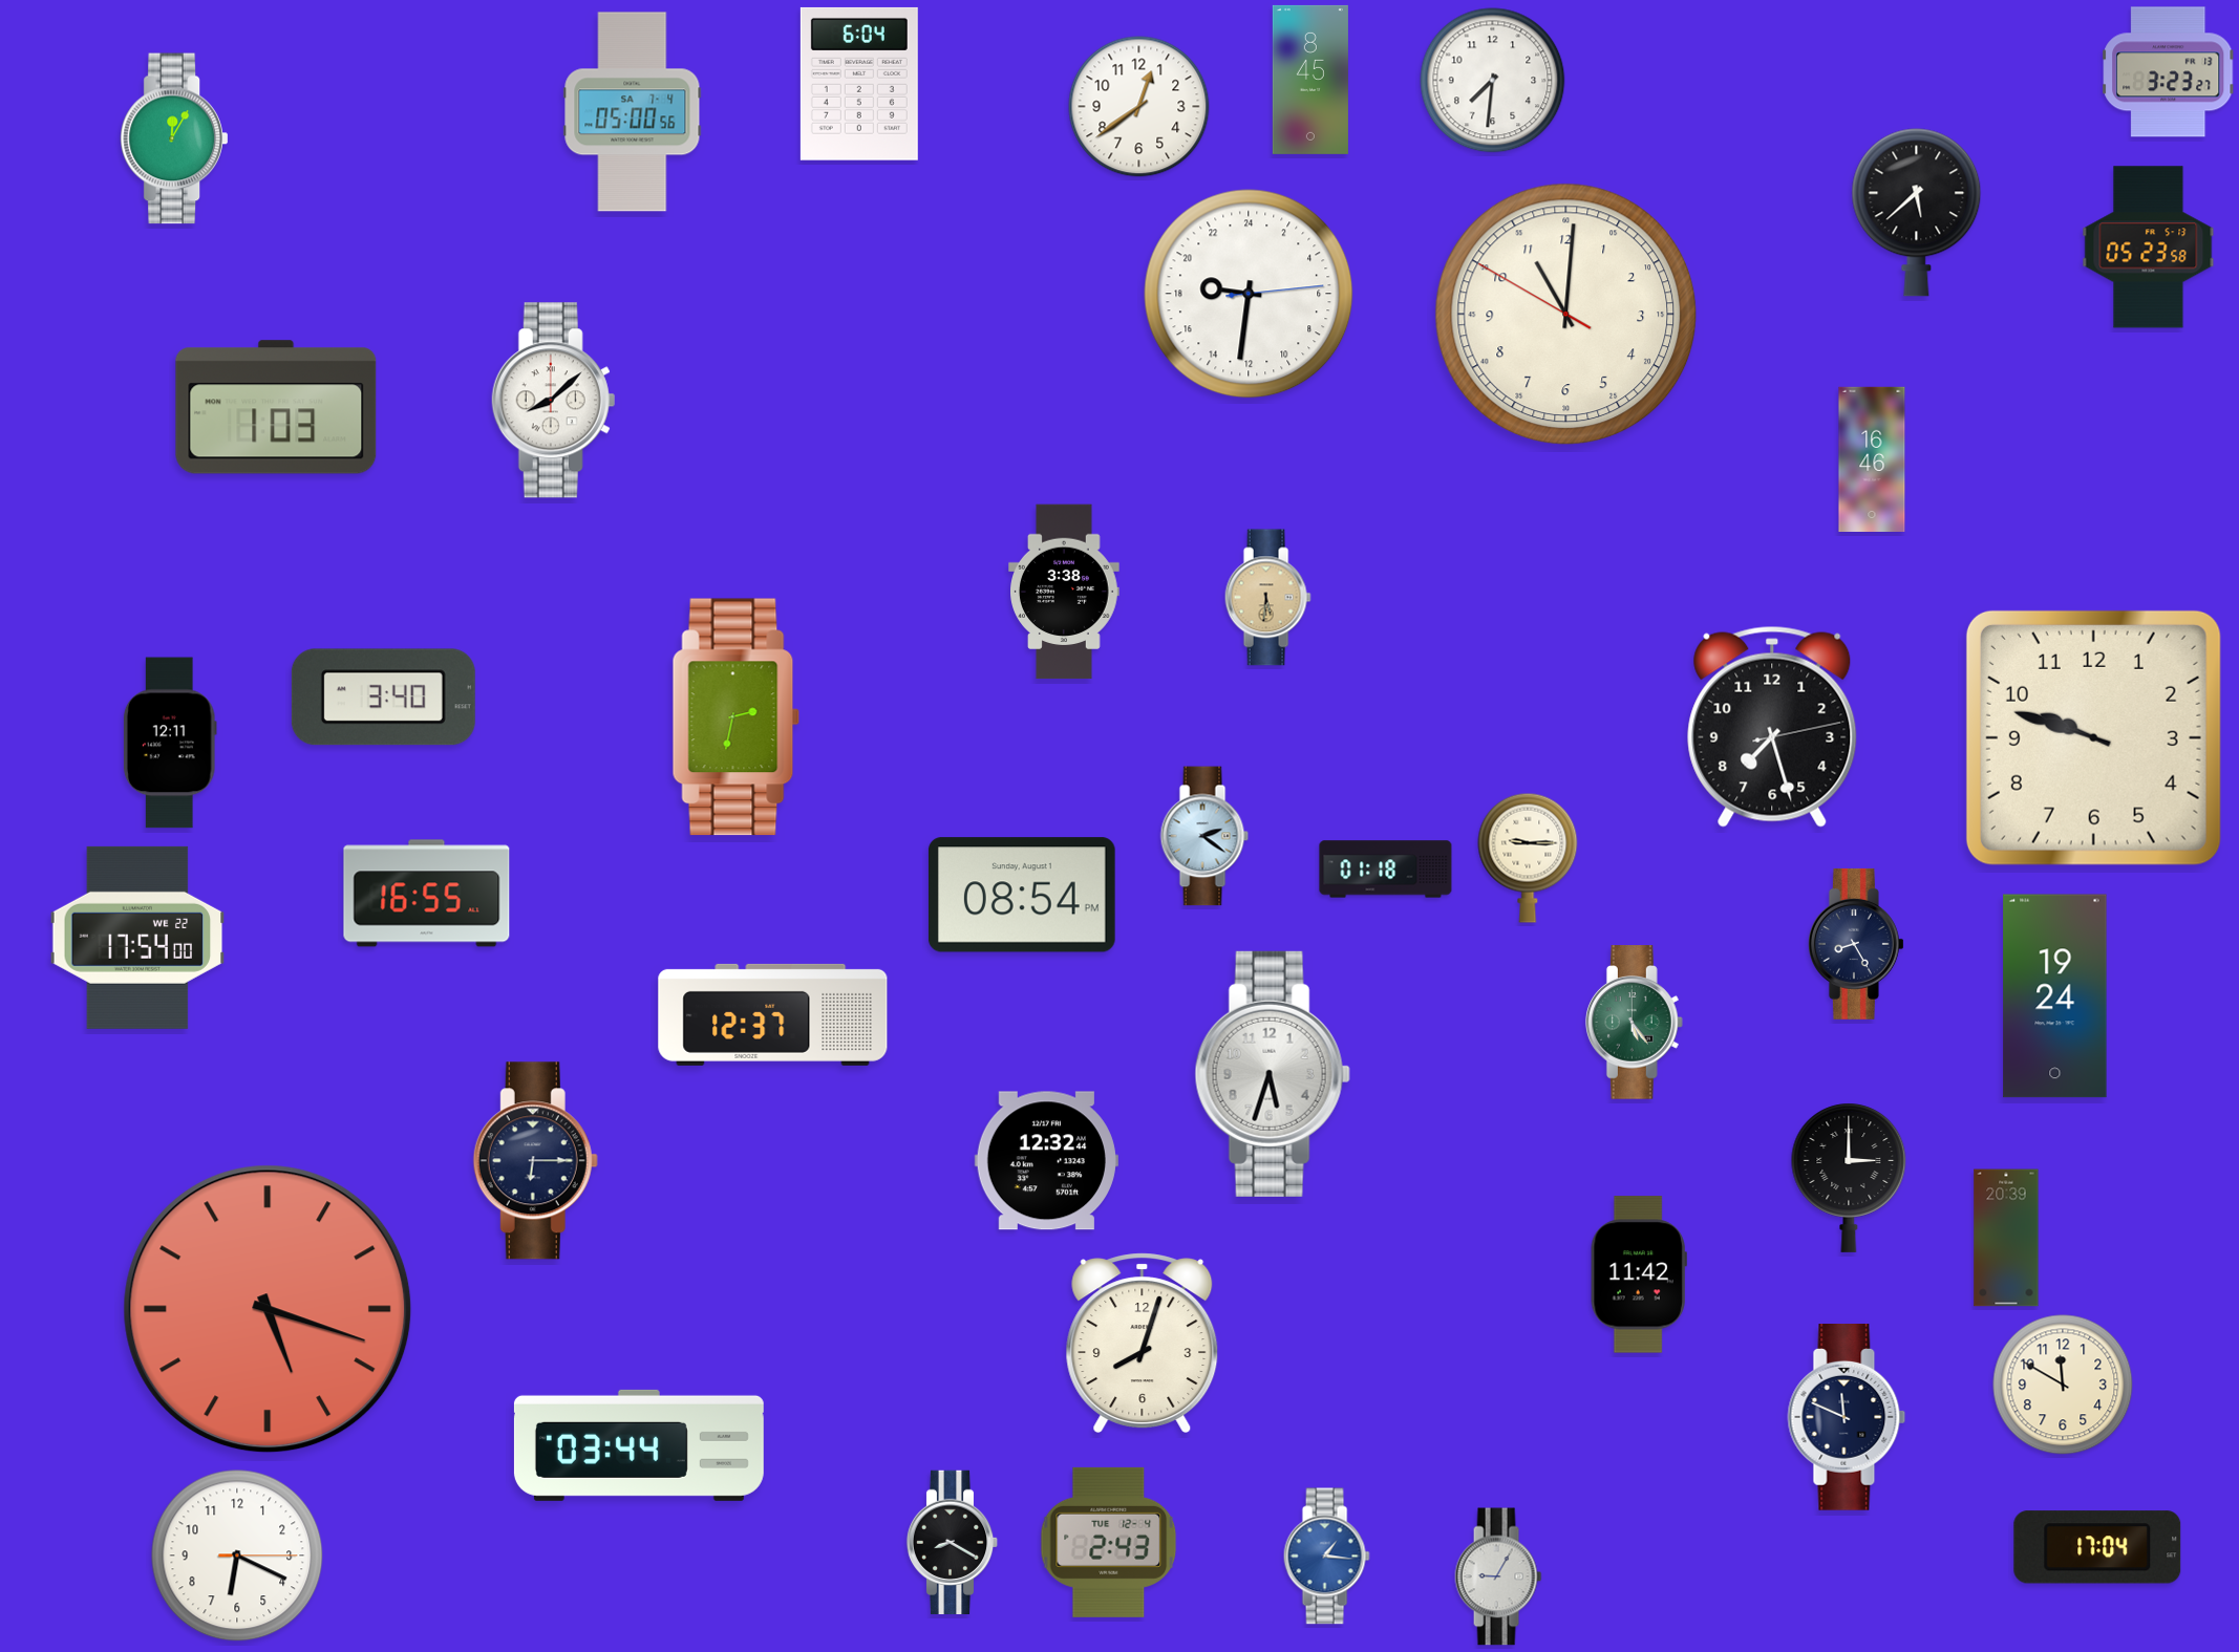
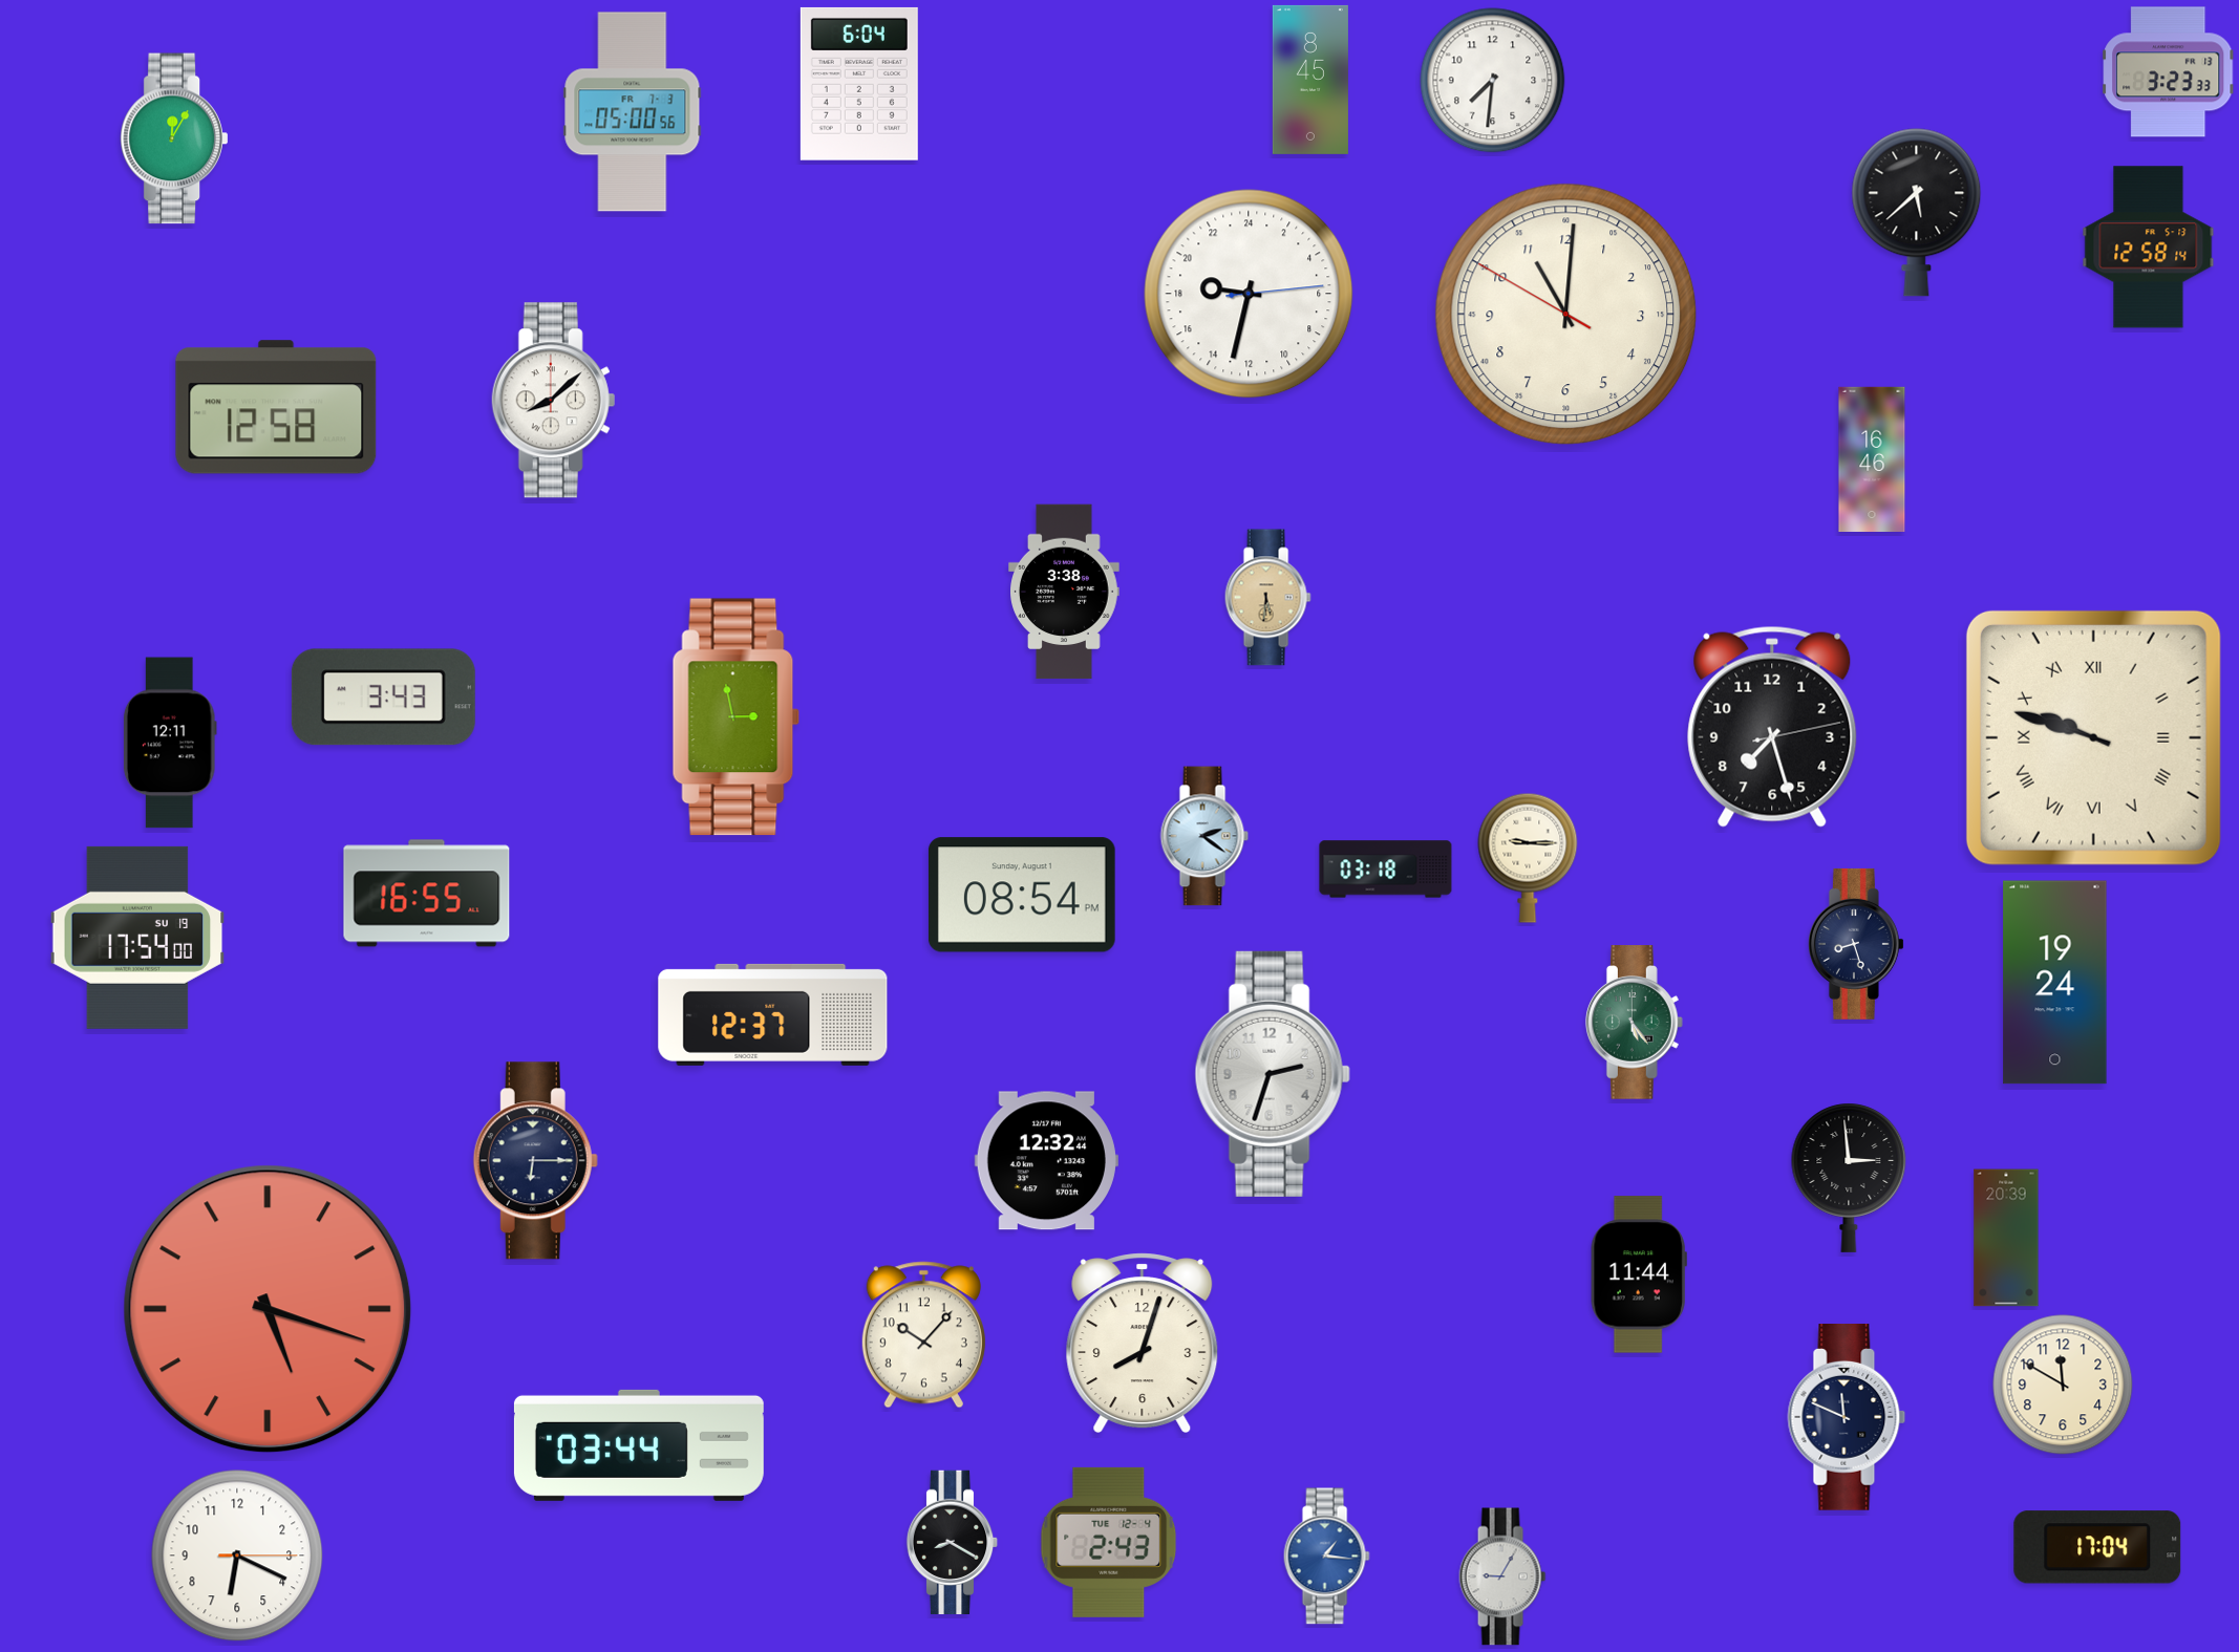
clock at (2169, 72): 3:23:27 -> 3:23:33
clock at (1139, 107): 12:39 -> none
clock at (633, 112) date: SA 7-4 -> FR 7-3
clock at (2149, 248): 05:23 -> 12:58
clock at (1249, 294): 18:31 -> 18:32
clock at (276, 407): 1:03 -> 12:58
clock at (383, 698): 3:40 -> 3:43
clock at (737, 717): 2:32 -> 2:58
clock at (2093, 737) numerals: Arabic -> Roman
clock at (1386, 870): 01:18 -> 03:18
clock at (137, 938) date: WE 22 -> SU 19
clock at (1856, 944): 8:25 -> 8:27
clock at (2055, 996) position: (2055, 996) -> (2055, 983)
clock at (1273, 1074): 5:33 -> 2:33
clock at (1849, 1178): 3:00 -> 2:59
clock at (1639, 1274): 11:42 -> 11:44
clock at (923, 1335): none -> 10:07
clock at (1498, 1576) position: (1498, 1576) -> (1502, 1576)
